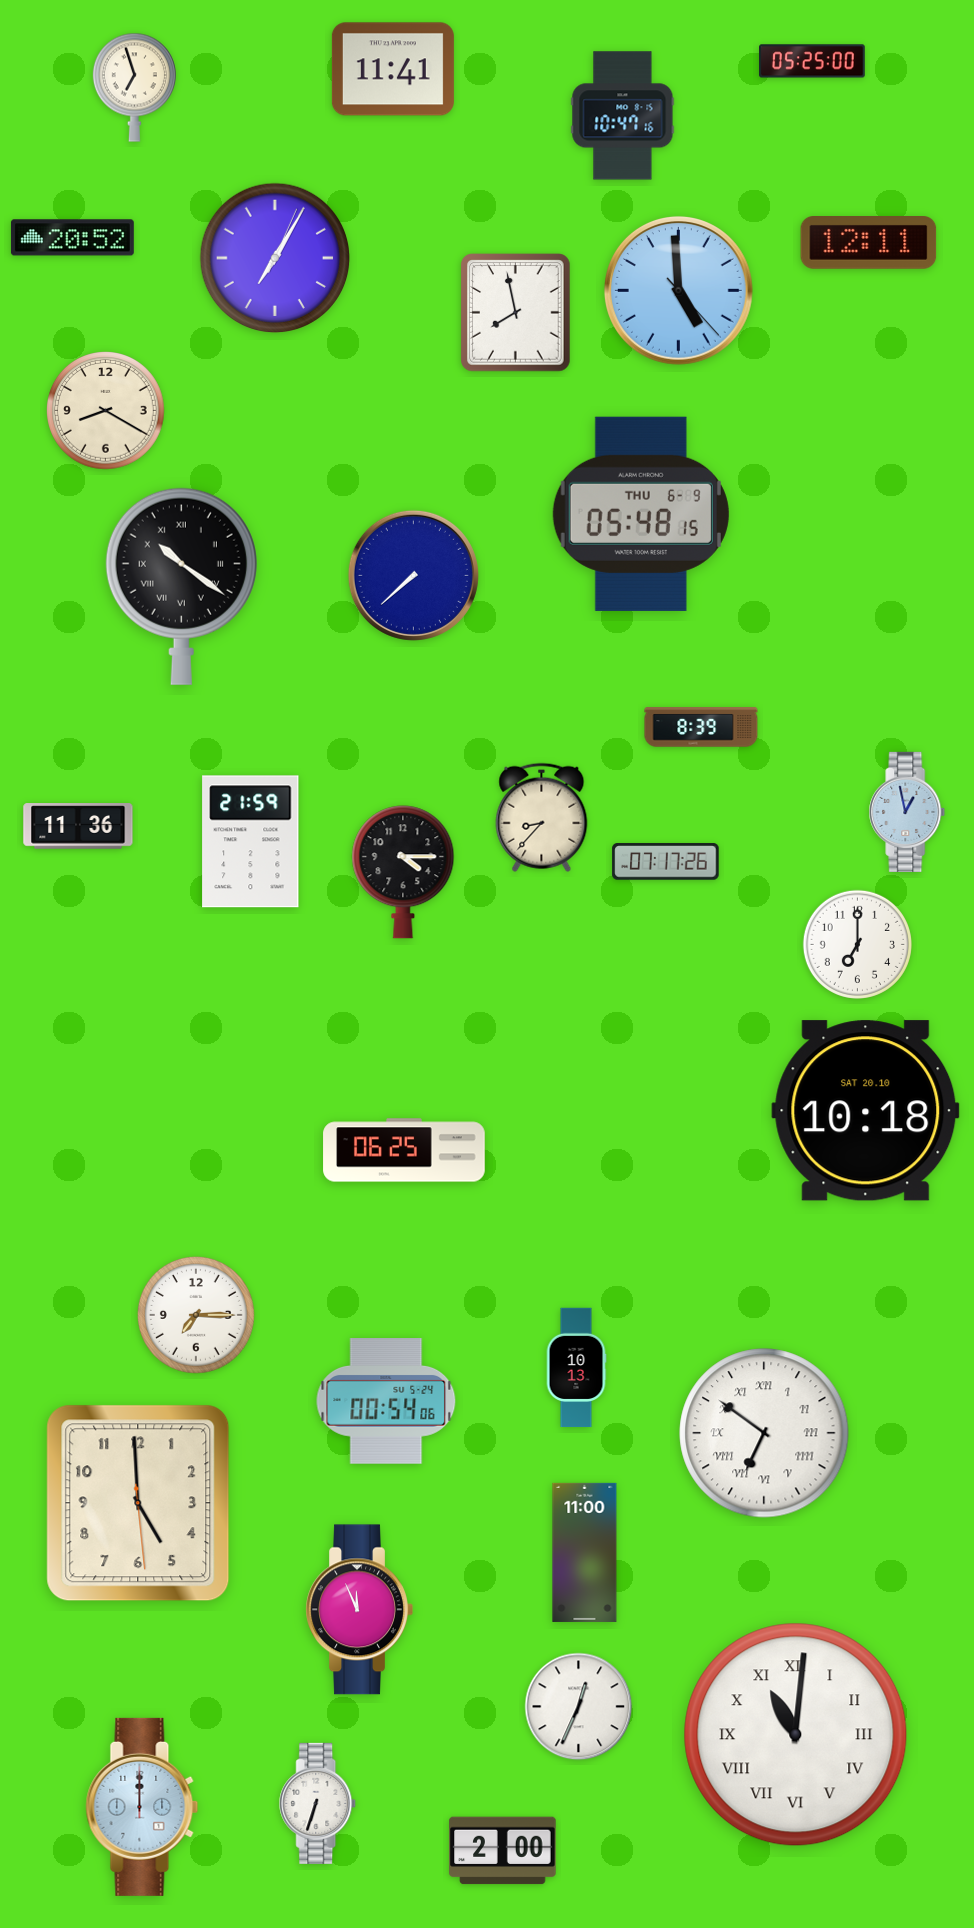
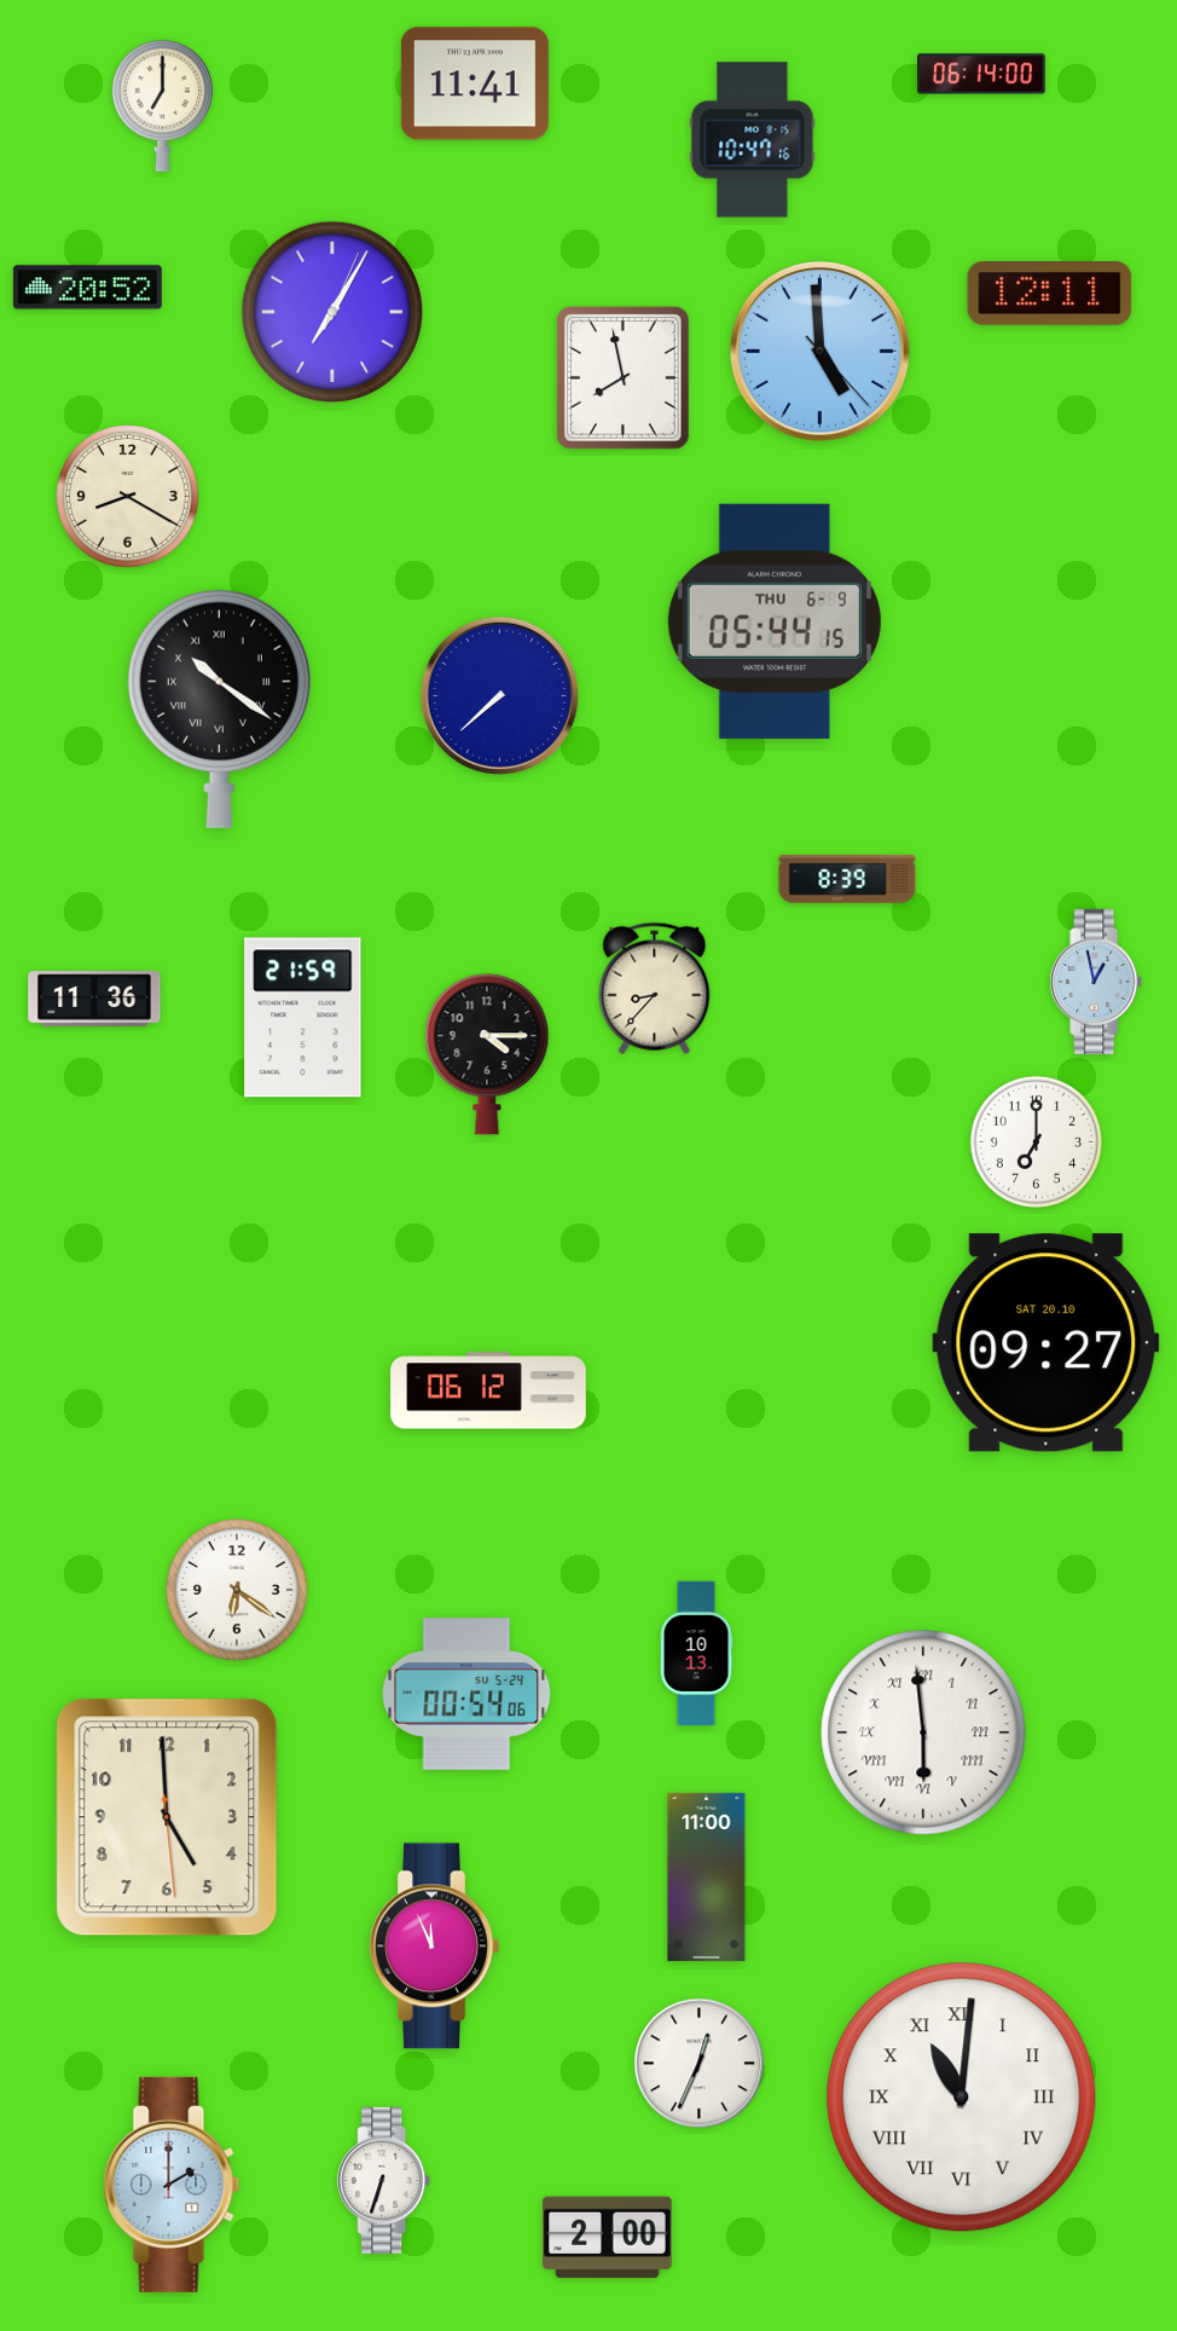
clock at (812, 61): 05:25 -> 06:14
clock at (134, 87): 6:57 -> 7:00
clock at (641, 514): 05:48 -> 05:44
clock at (666, 862): 07:17 -> none
clock at (866, 1111): 10:18 -> 09:27
clock at (404, 1150): 06:25 -> 06:12
clock at (196, 1315): 7:15 -> 6:21
clock at (764, 1433): 6:51 -> 5:59
clock at (142, 1807): 12:00 -> 2:00
